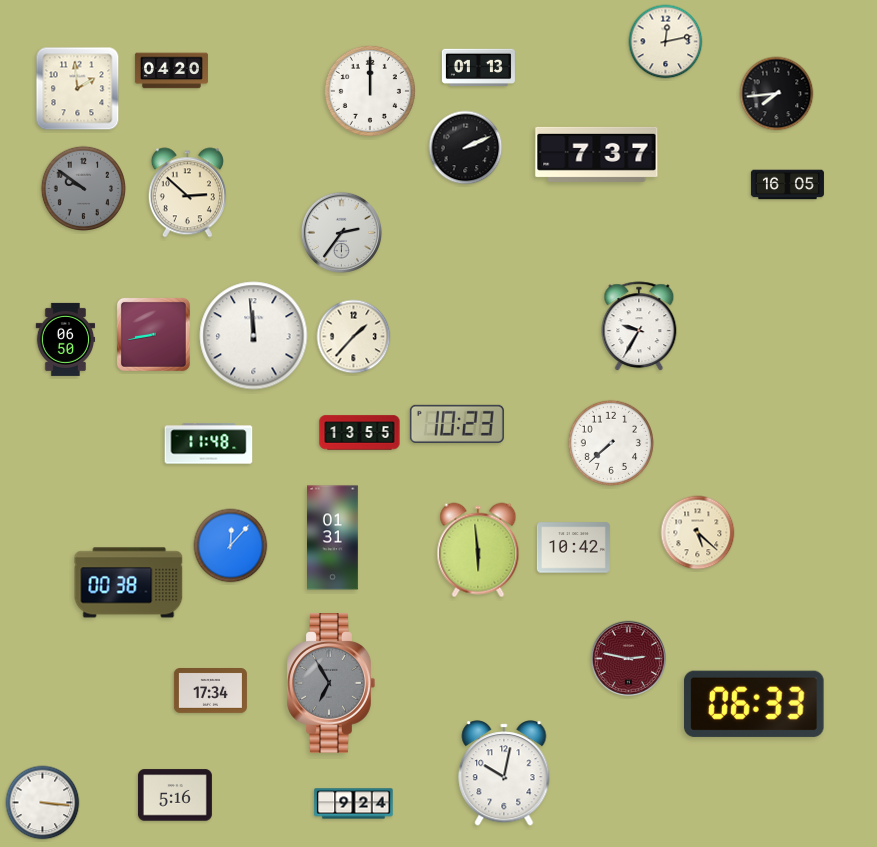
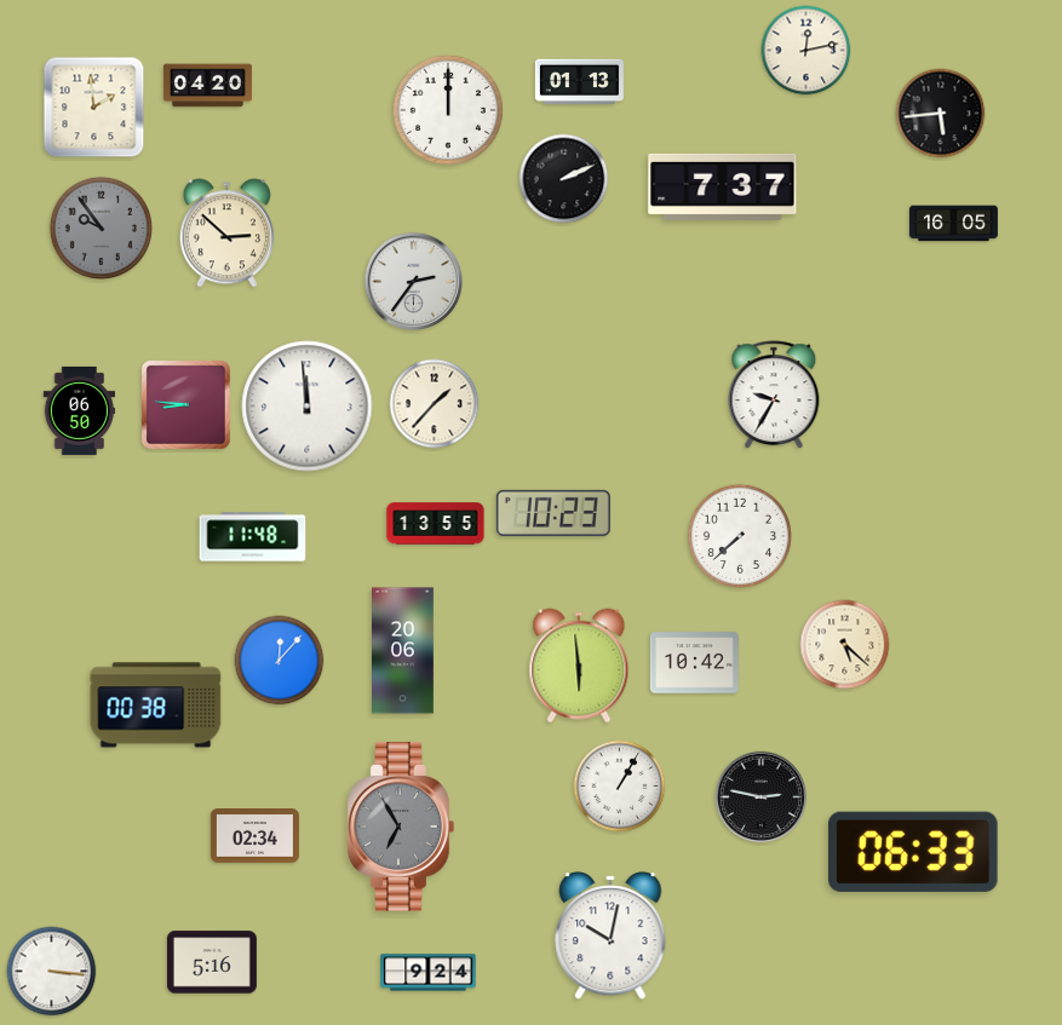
clock at (777, 94): 7:44 -> 5:44
clock at (83, 188): 9:51 -> 9:54
clock at (153, 334): 8:43 -> 8:46
clock at (354, 337) position: (354, 337) -> (435, 404)
clock at (333, 538): 01:31 -> 20:06
clock at (620, 787): none -> 1:05
clock at (628, 658) dial: burgundy -> black
clock at (210, 691): 17:34 -> 02:34
